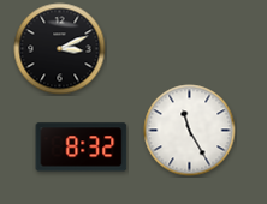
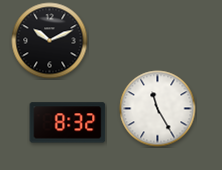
clock at (60, 49): 3:11 -> 10:11
